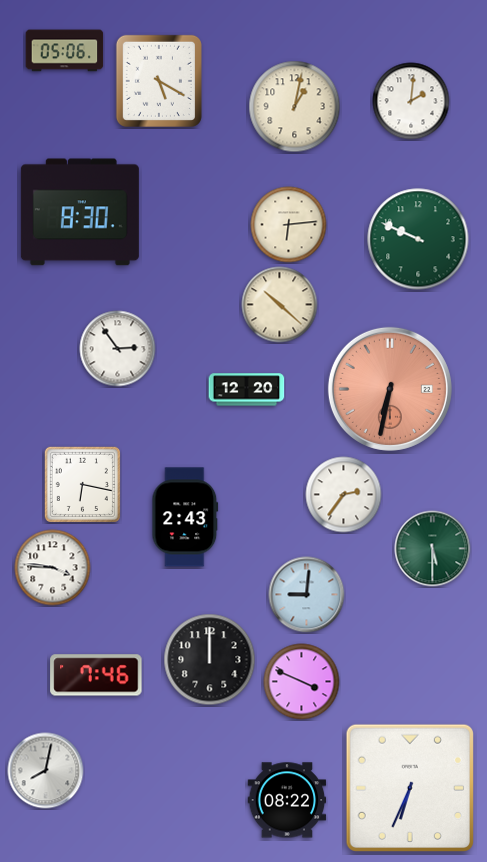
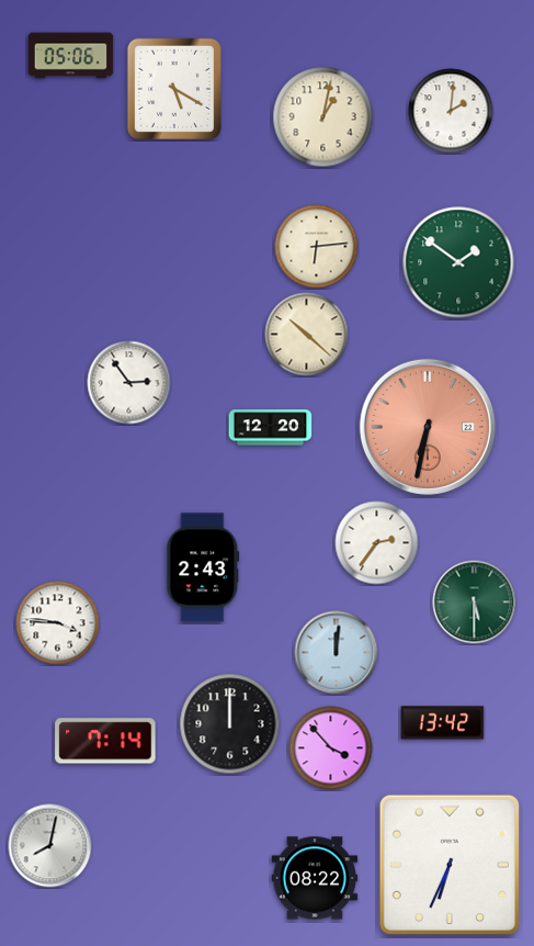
clock at (80, 212): 8:30 -> none
clock at (418, 239): 9:49 -> 1:51
clock at (82, 484): 6:17 -> none
clock at (307, 595): 9:01 -> 12:01
clock at (443, 723): none -> 13:42
clock at (96, 675): 7:46 -> 7:14
clock at (302, 682): 3:49 -> 3:53
